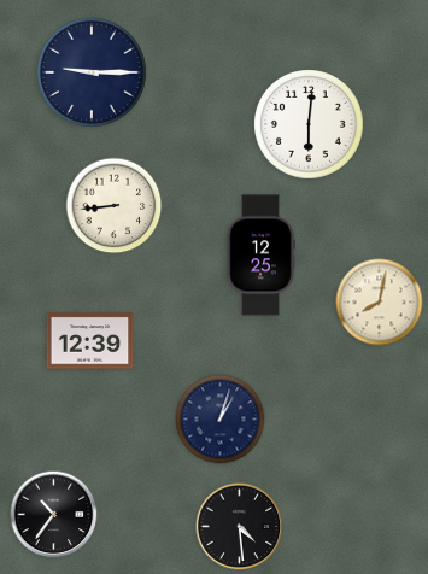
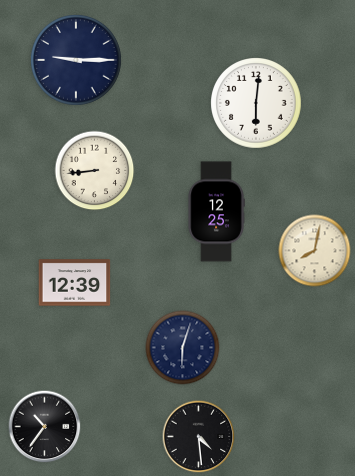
clock at (221, 420): 1:03 -> 6:03
